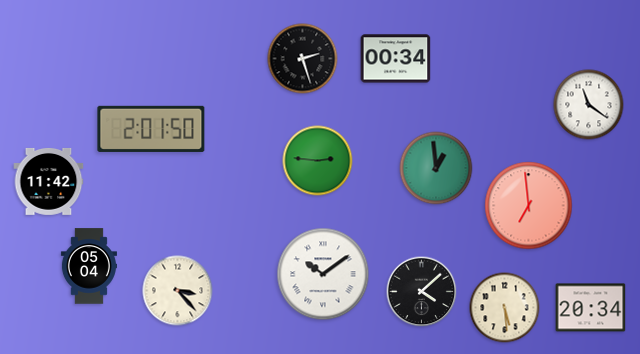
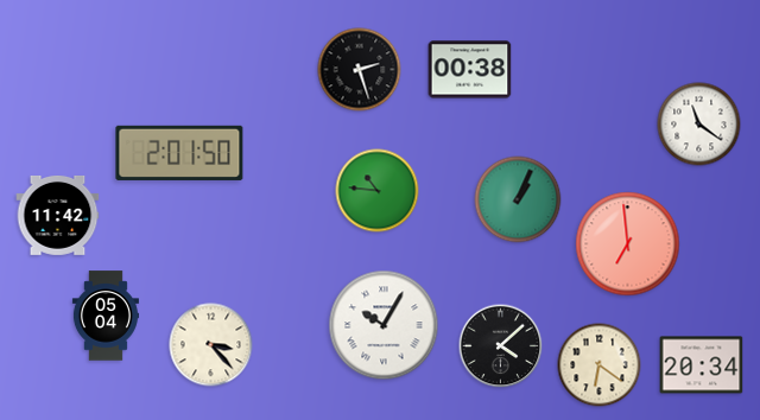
clock at (396, 59): 00:34 -> 00:38
clock at (318, 161): 2:46 -> 10:46
clock at (436, 168): 12:59 -> 1:04
clock at (323, 274): 10:09 -> 10:05
clock at (505, 308): 5:29 -> 6:21
